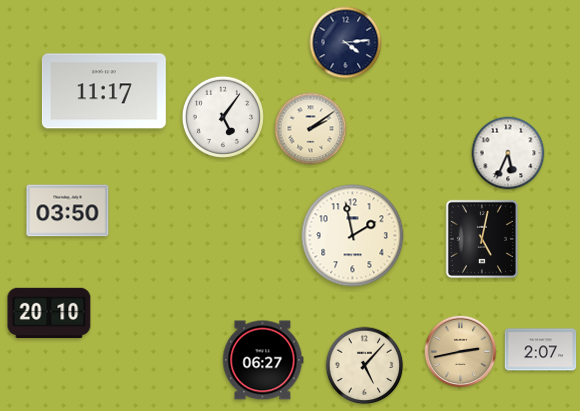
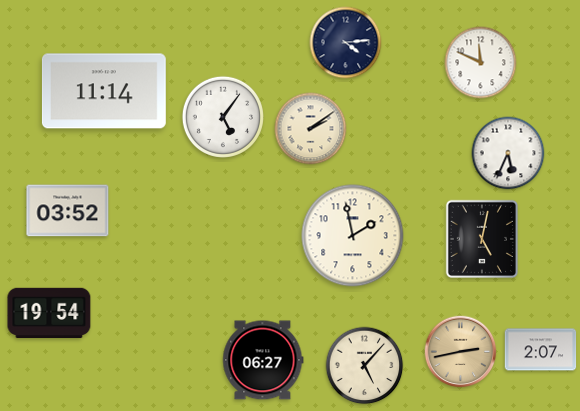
clock at (481, 63): none -> 11:49
clock at (104, 91): 11:17 -> 11:14
clock at (68, 211): 03:50 -> 03:52
clock at (49, 313): 20:10 -> 19:54
